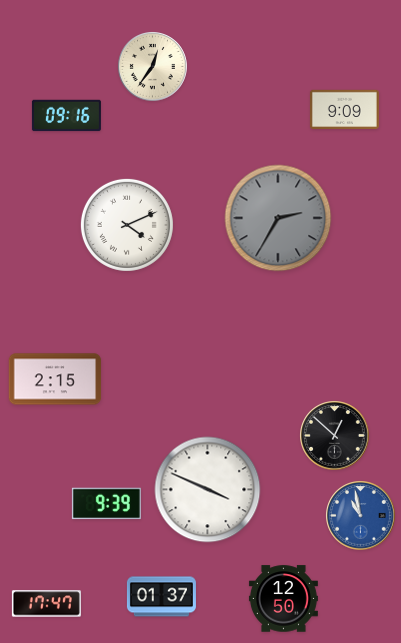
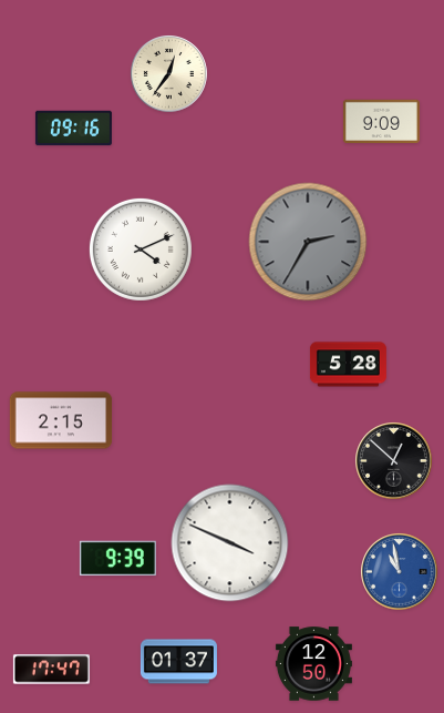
clock at (348, 365): none -> 5:28
clock at (335, 436) position: (335, 436) -> (394, 461)
